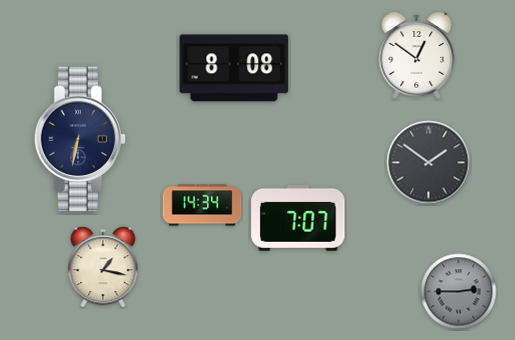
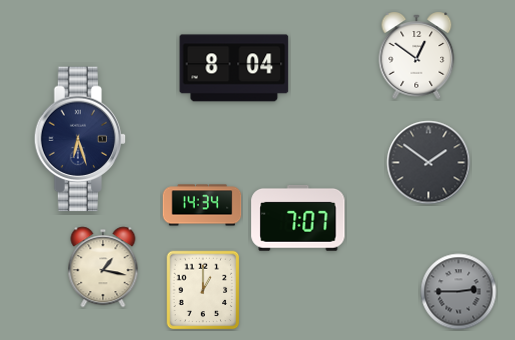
clock at (234, 68): 8:08 -> 8:04
clock at (80, 139): 6:32 -> 6:27
clock at (203, 290): none -> 1:00
